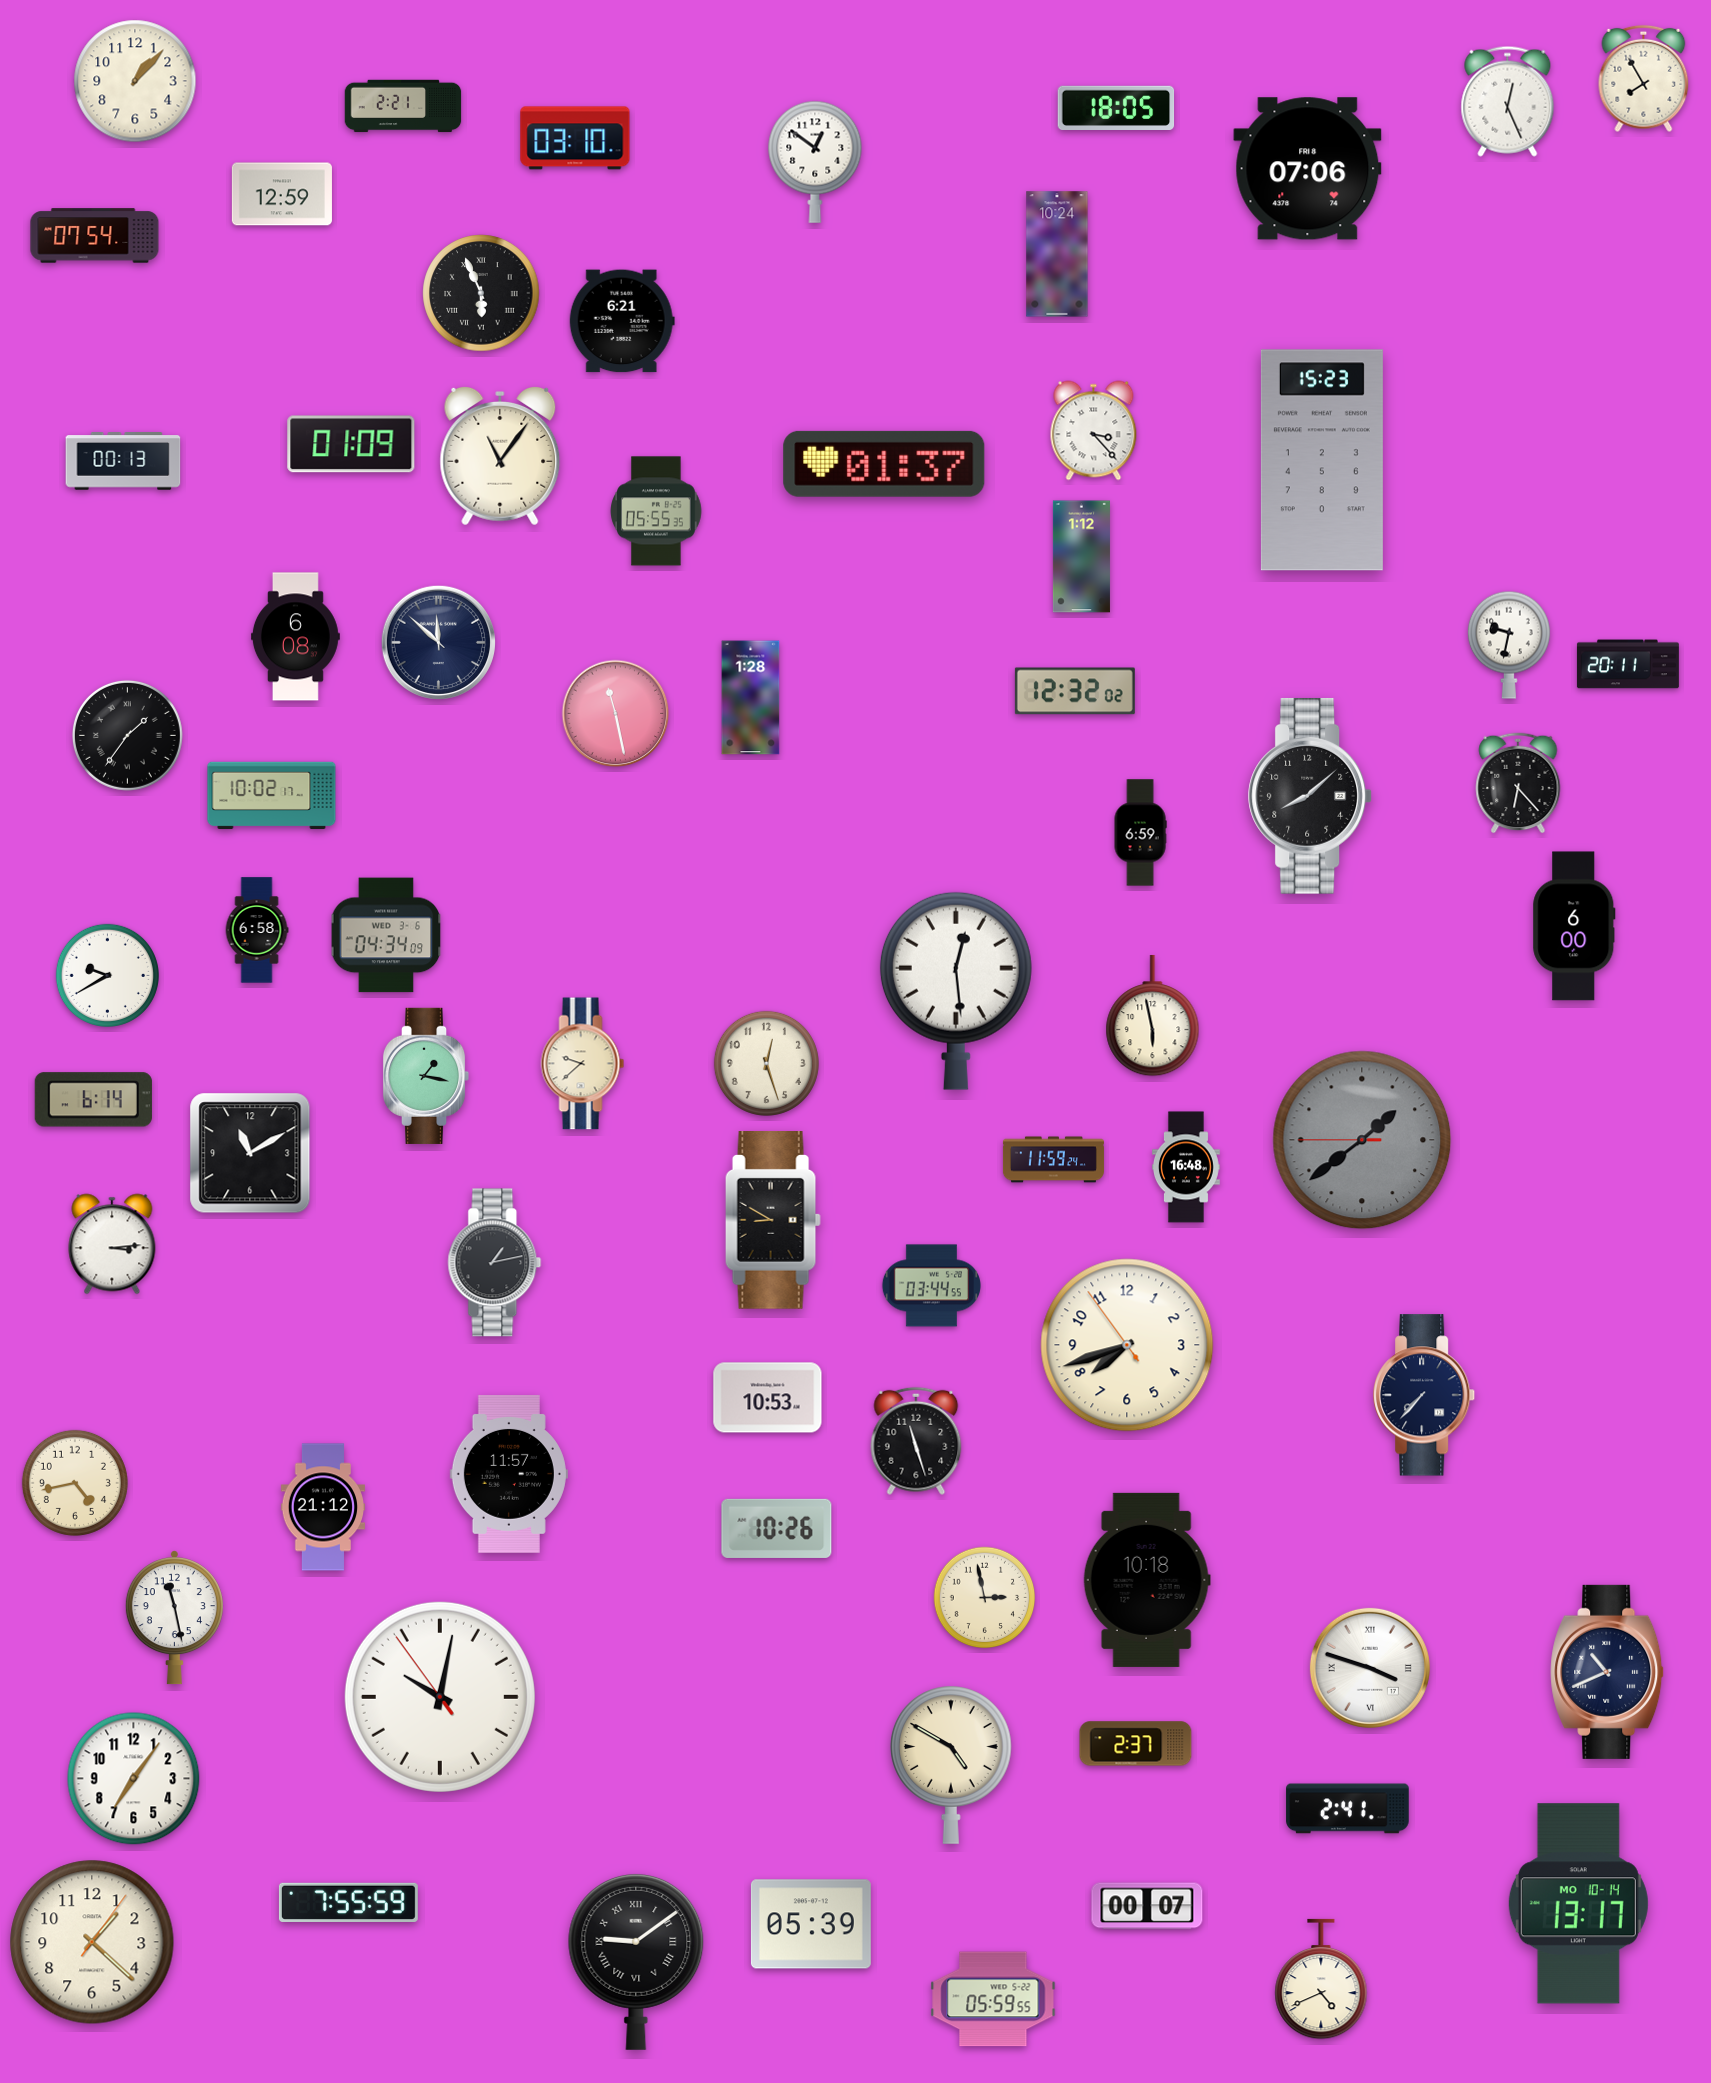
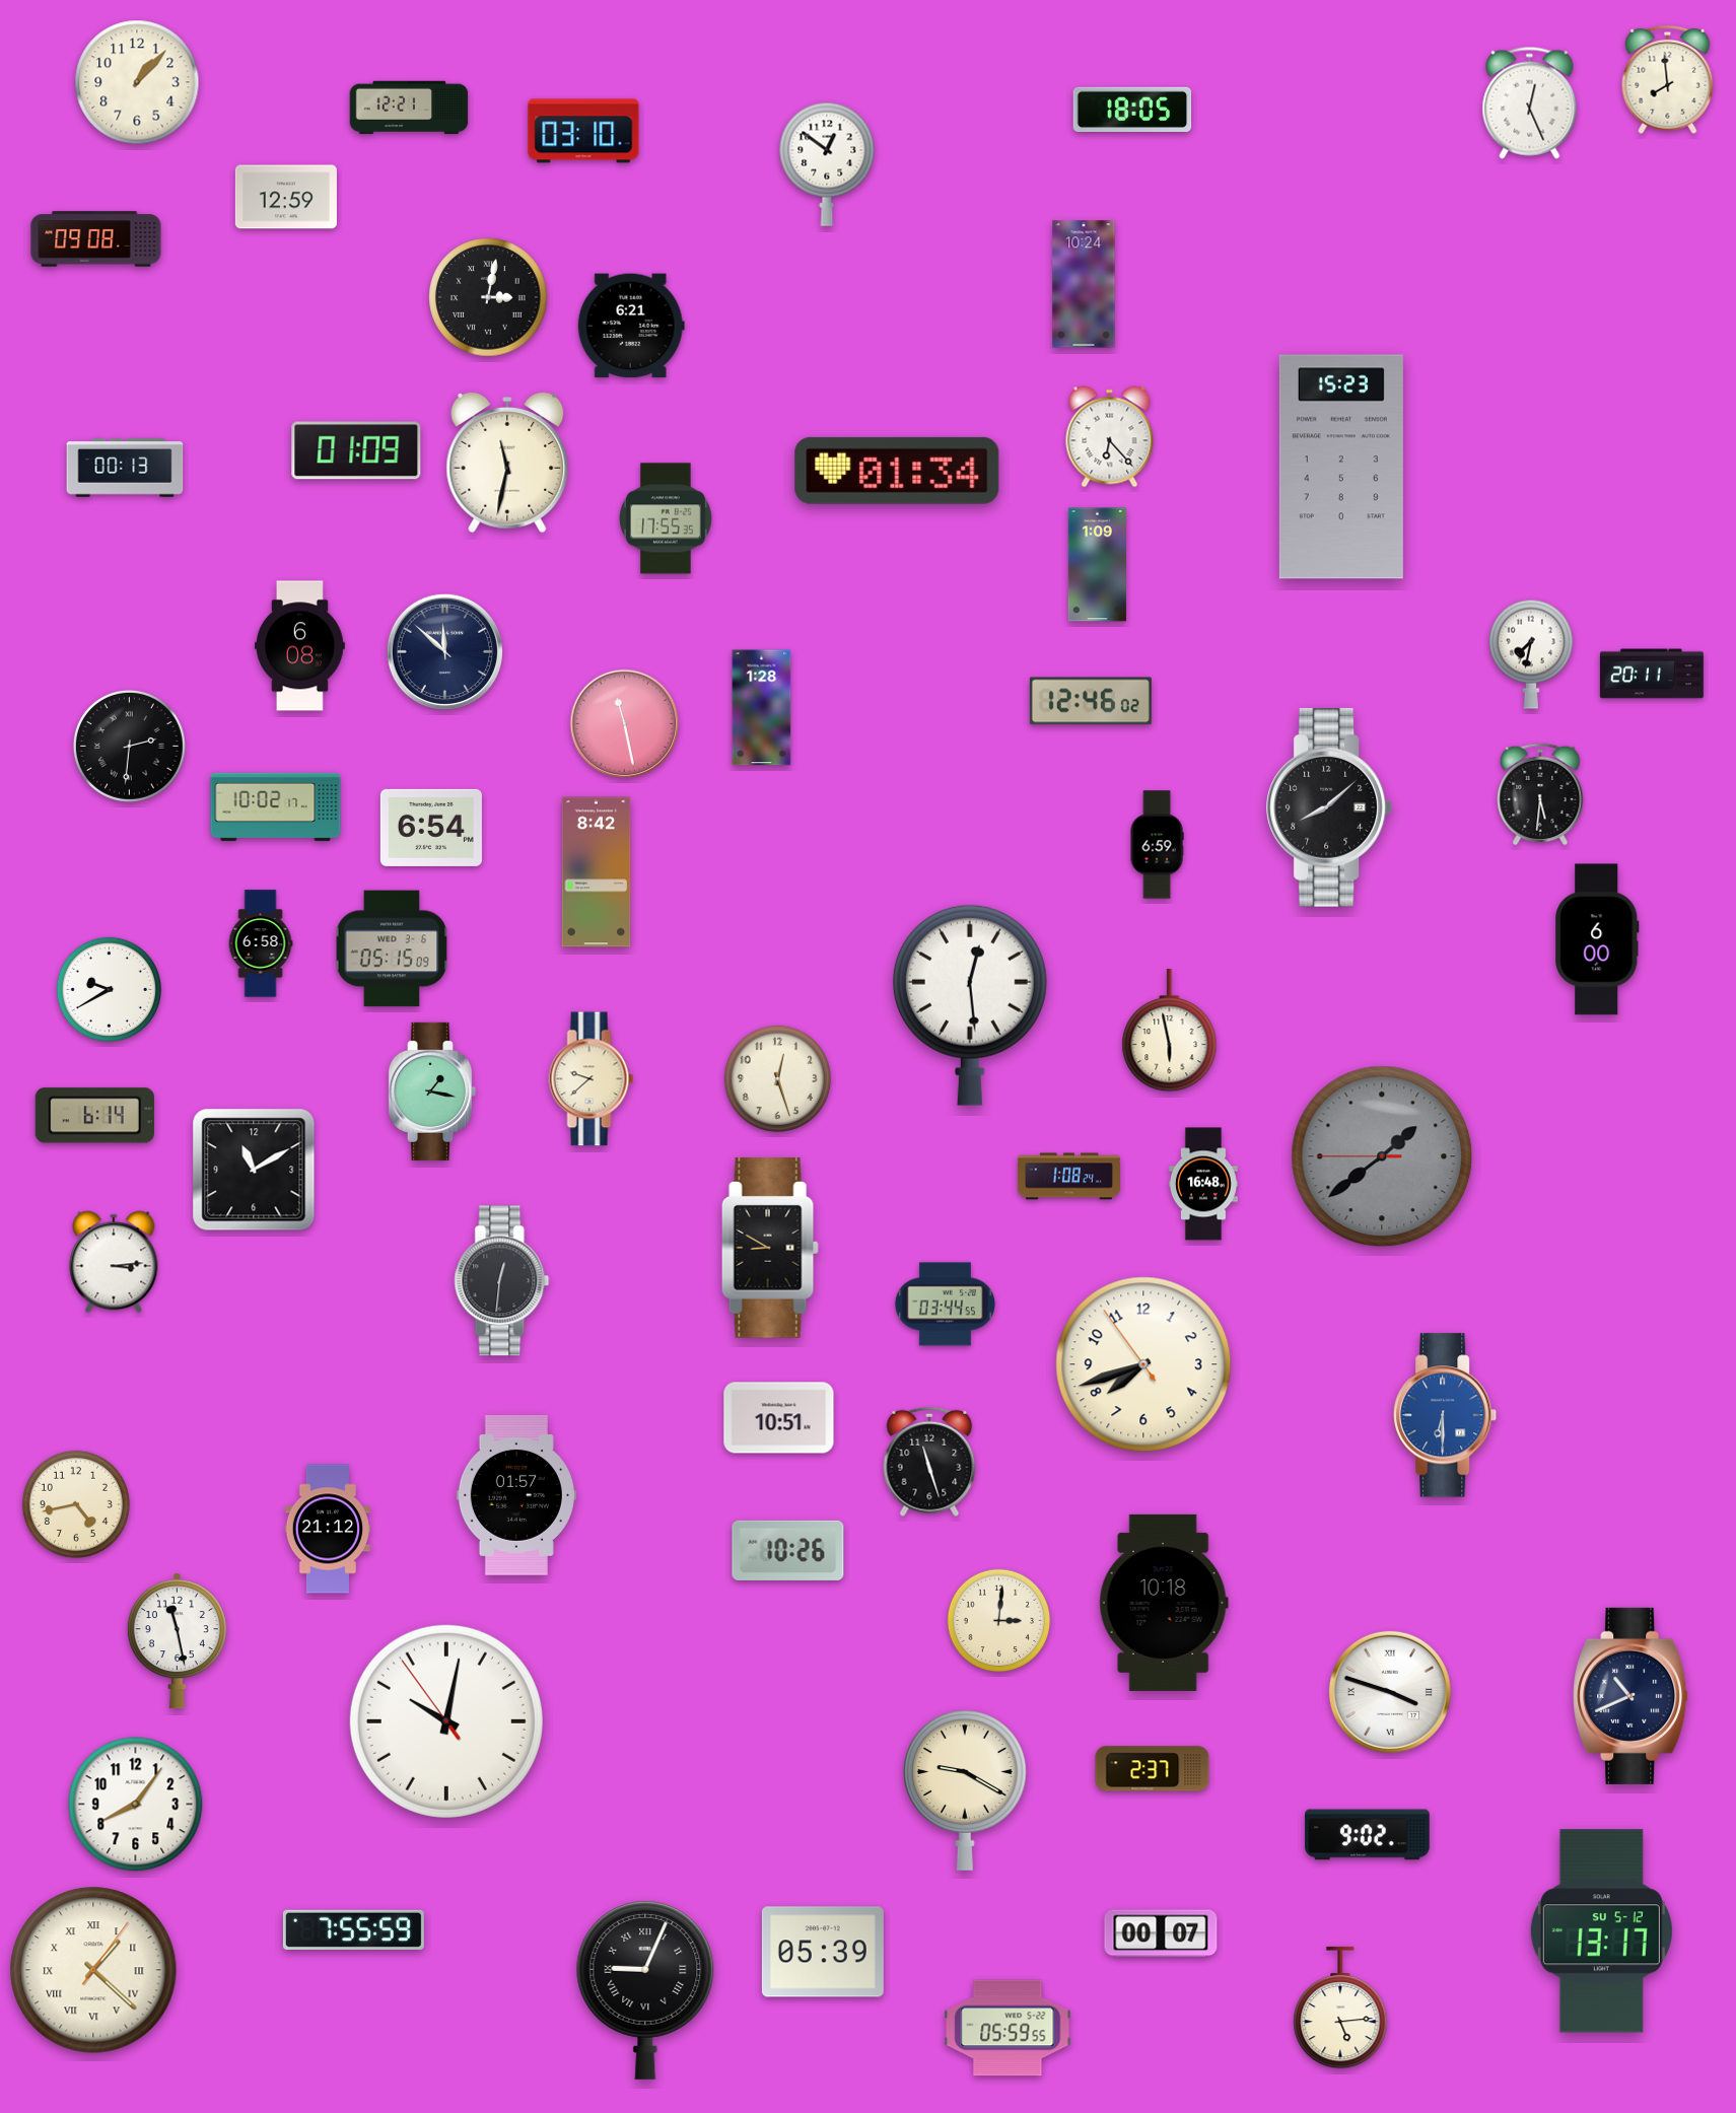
clock at (1644, 79): 7:55 -> 7:59
clock at (403, 106): 2:21 -> 12:21
clock at (575, 138) position: (575, 138) -> (583, 131)
clock at (1308, 169): 07:06 -> none
clock at (95, 236): 07:54 -> 09:08
clock at (1057, 254) position: (1057, 254) -> (1084, 284)
clock at (481, 293): 5:56 -> 3:02
clock at (1094, 431): 3:23 -> 6:23
clock at (500, 456): 11:06 -> 11:32
clock at (884, 464): 01:37 -> 01:34
clock at (656, 511): 05:55 -> 17:55
clock at (1081, 557): 1:12 -> 1:09
clock at (1509, 645): 9:32 -> 7:32
clock at (1075, 691): 12:32 -> 12:46
clock at (127, 735): 1:36 -> 2:31
clock at (1518, 783): 6:23 -> 5:31
clock at (431, 828): none -> 6:54
clock at (597, 872): none -> 8:42
clock at (386, 935): 04:34 -> 05:15
clock at (1053, 1160): 11:59 -> 1:08
clock at (773, 1221) position: (773, 1221) -> (770, 1249)
clock at (495, 1263): 1:13 -> 12:31
clock at (1425, 1395): 7:37 -> 6:30
clock at (1425, 1395) dial: navy -> blue
clock at (768, 1398): 10:53 -> 10:51
clock at (509, 1474): 11:57 -> 01:57
clock at (985, 1598): 2:58 -> 3:01
clock at (951, 1765): 4:50 -> 9:20
clock at (134, 1779): 7:06 -> 8:06
clock at (1348, 1809): 2:41 -> 9:02
clock at (1578, 1904) date: MO 10-14 -> SU 5-12
clock at (1147, 1906) position: (1147, 1906) -> (1161, 1933)
clock at (92, 1942) numerals: Arabic -> Roman
clock at (636, 1961): 9:09 -> 9:04
clock at (1321, 1979): 4:41 -> 5:14
